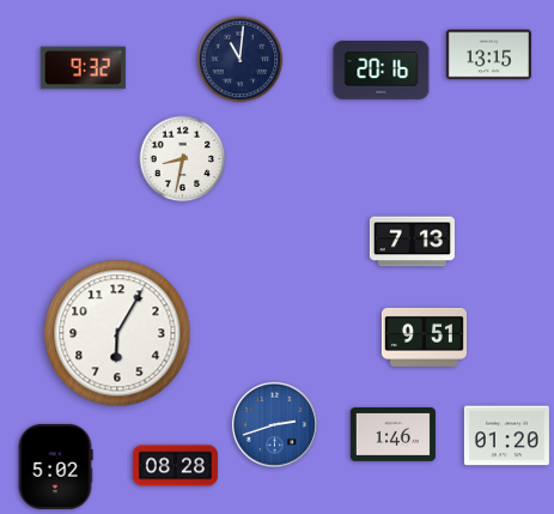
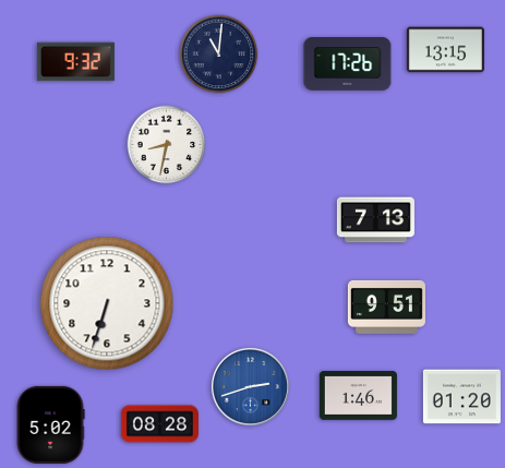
clock at (382, 71): 20:16 -> 17:26
clock at (117, 333): 6:05 -> 6:33
